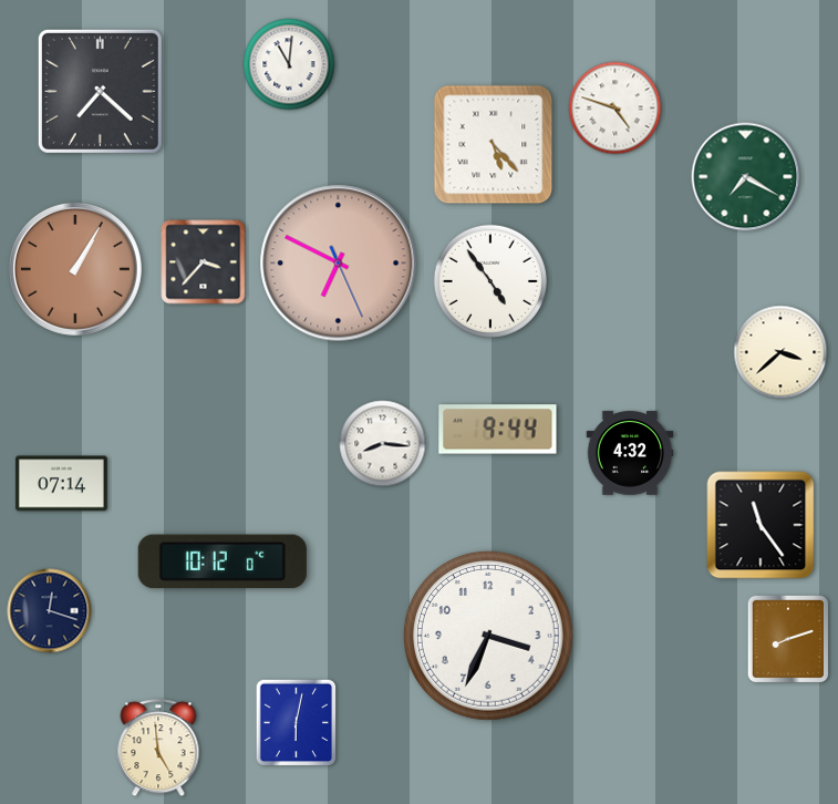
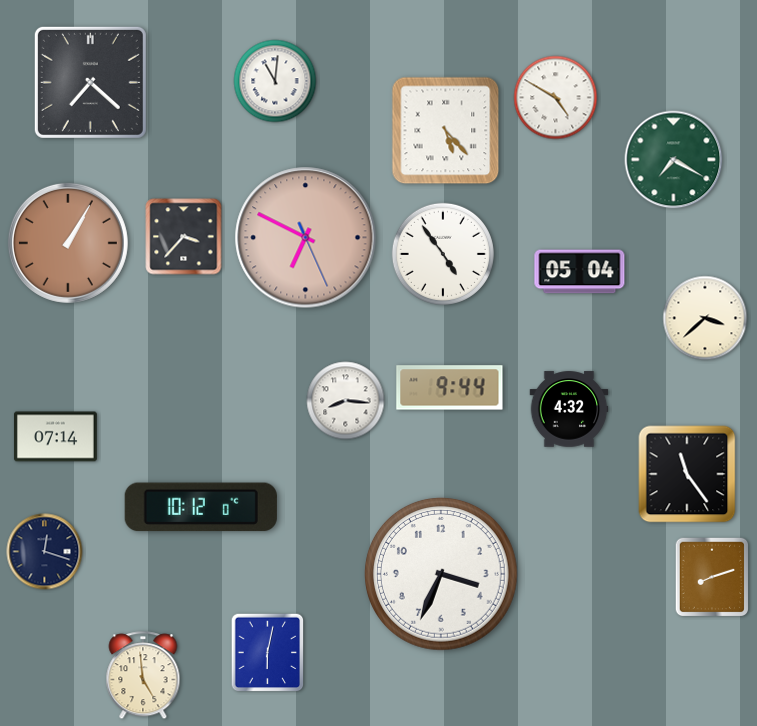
clock at (289, 64) position: (289, 64) -> (275, 81)
clock at (615, 109): 4:48 -> 4:50
clock at (580, 272): none -> 05:04
